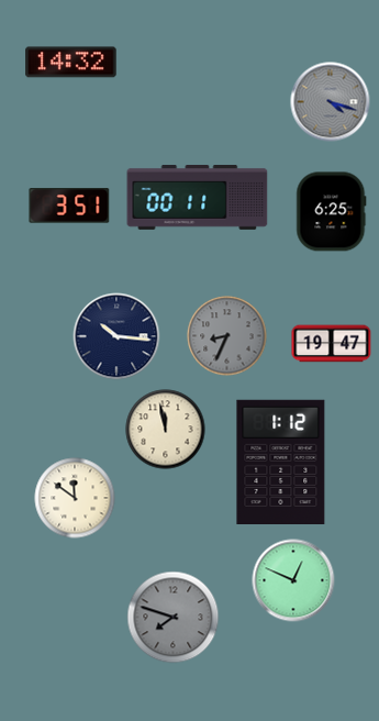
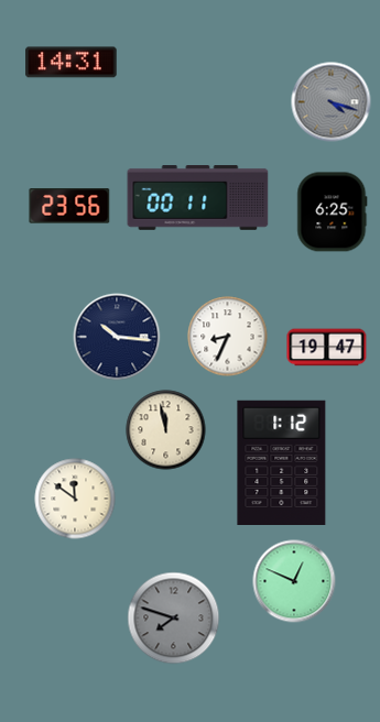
clock at (71, 63): 14:32 -> 14:31
clock at (69, 206): 3:51 -> 23:56
clock at (227, 336) dial: grey -> white
clock at (332, 344) position: (332, 344) -> (327, 348)
